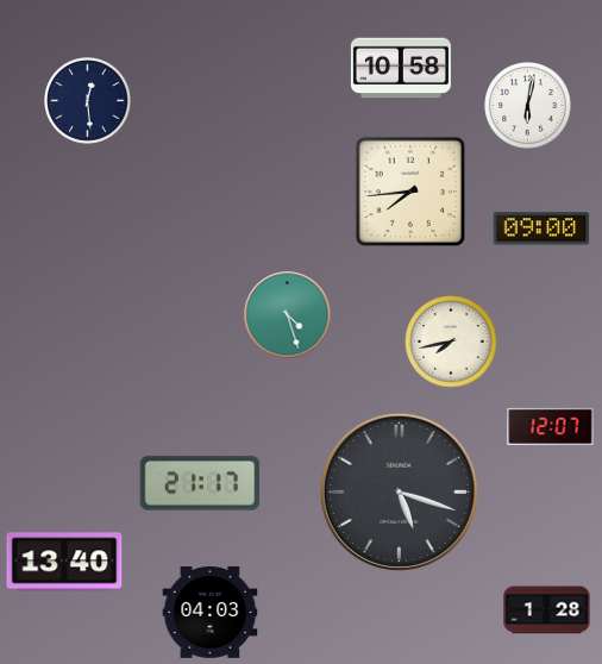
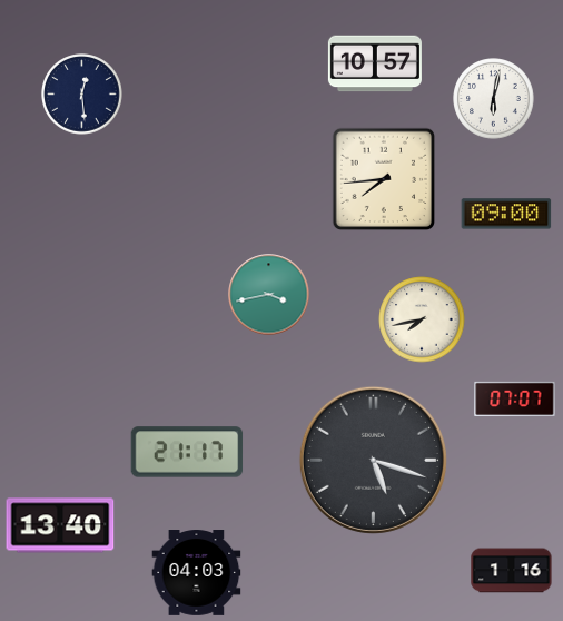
clock at (401, 68): 10:58 -> 10:57
clock at (288, 315): 4:27 -> 3:43
clock at (551, 426): 12:07 -> 07:07
clock at (547, 610): 1:28 -> 1:16
